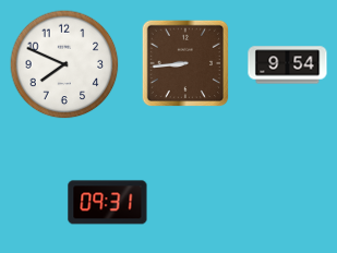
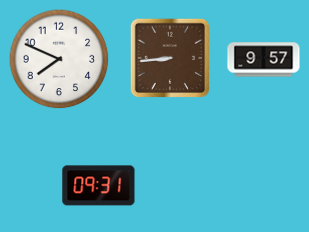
clock at (288, 65): 9:54 -> 9:57
